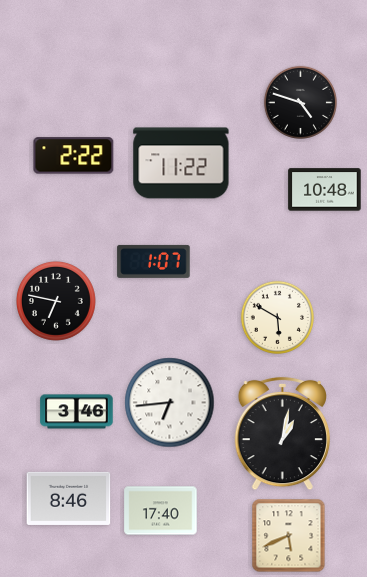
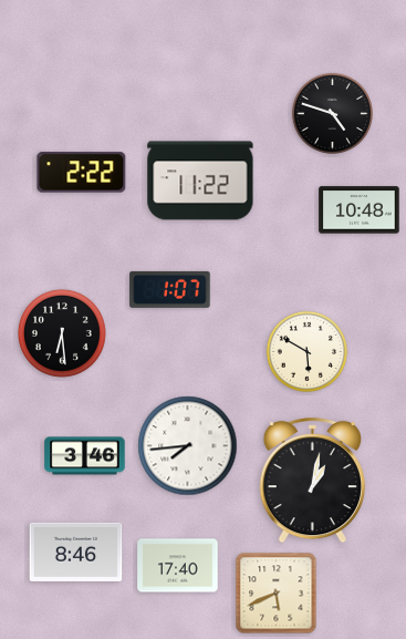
clock at (56, 301): 6:47 -> 6:29
clock at (170, 403): 6:44 -> 7:44
clock at (289, 536) position: (289, 536) -> (277, 594)
